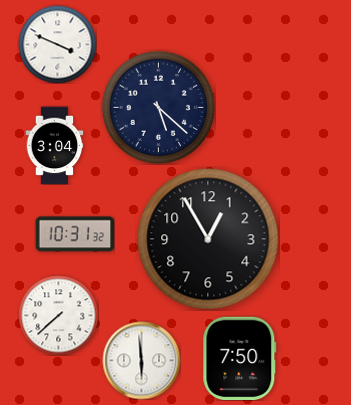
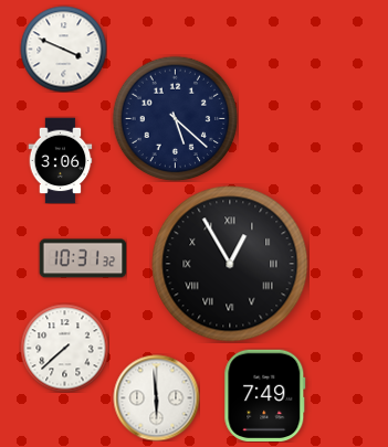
clock at (55, 145): 3:04 -> 3:06
clock at (208, 239) numerals: Arabic -> Roman
clock at (240, 358): 7:50 -> 7:49
